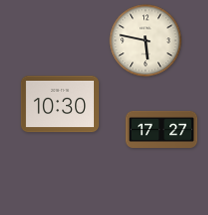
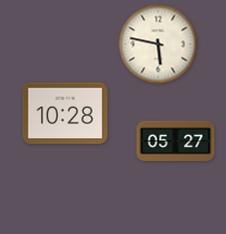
clock at (60, 104): 10:30 -> 10:28
clock at (162, 129): 17:27 -> 05:27
